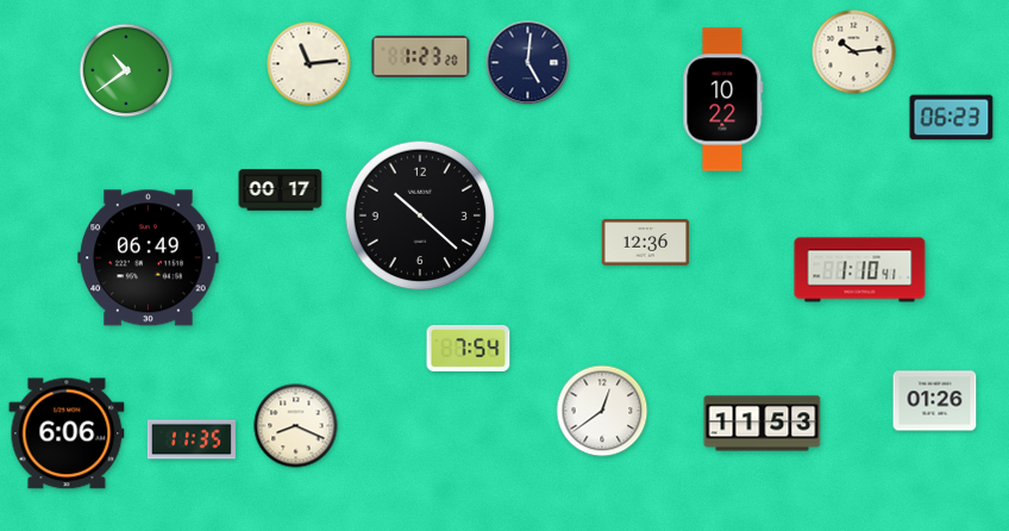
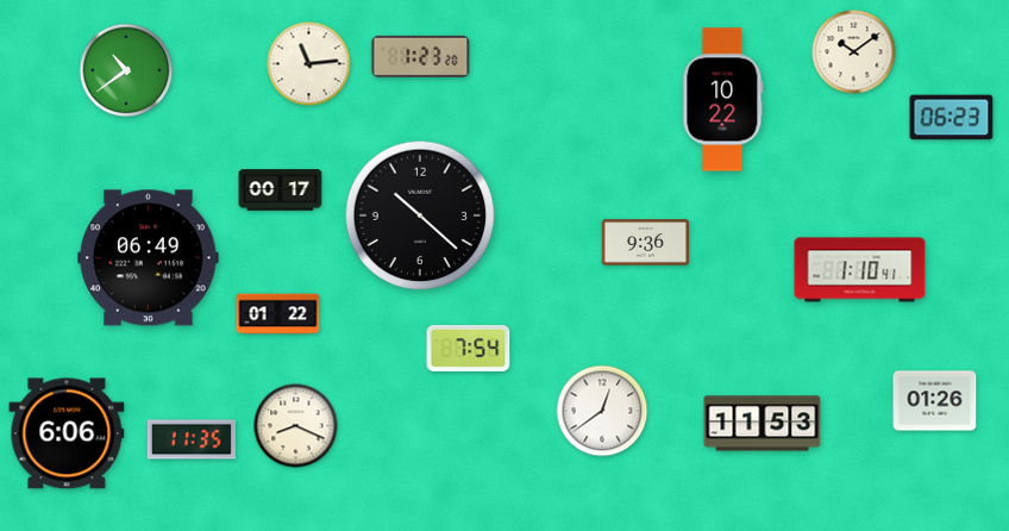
clock at (854, 52): 10:14 -> 10:09
clock at (528, 63): 5:01 -> none
clock at (646, 243): 12:36 -> 9:36
clock at (278, 314): none -> 01:22
